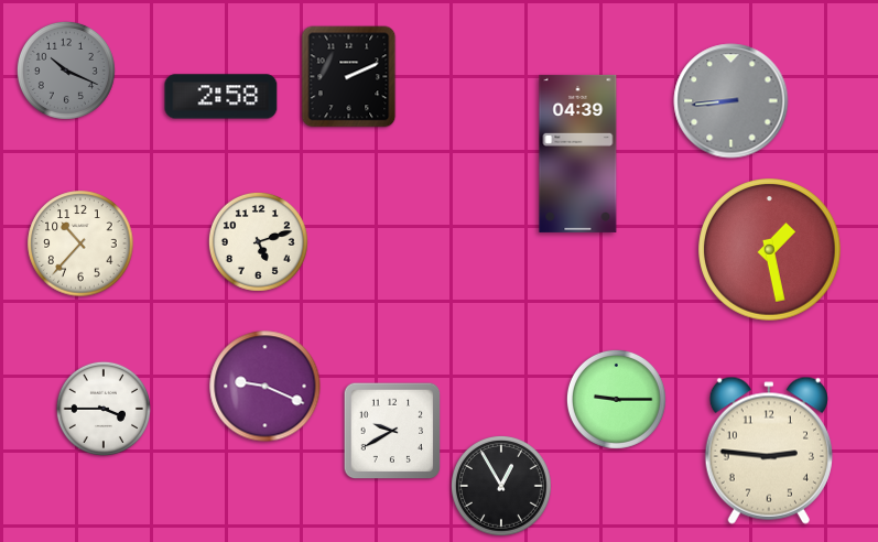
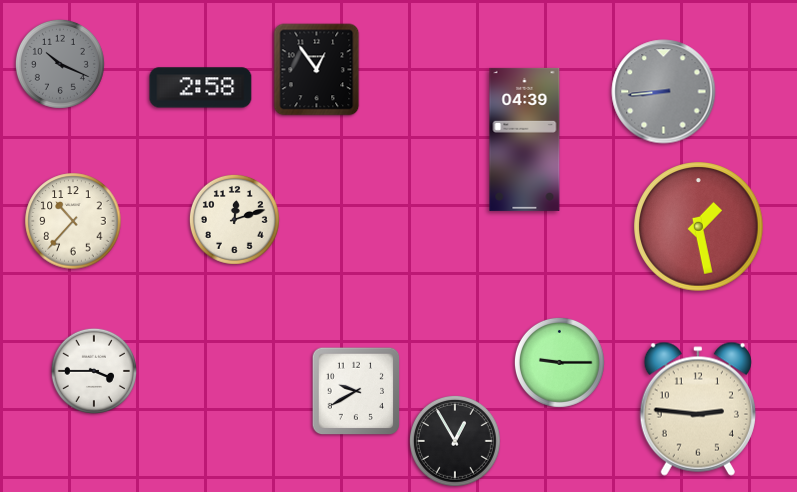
clock at (349, 77): 2:11 -> 12:54
clock at (258, 241): 5:12 -> 12:12
clock at (265, 387): 9:19 -> none
